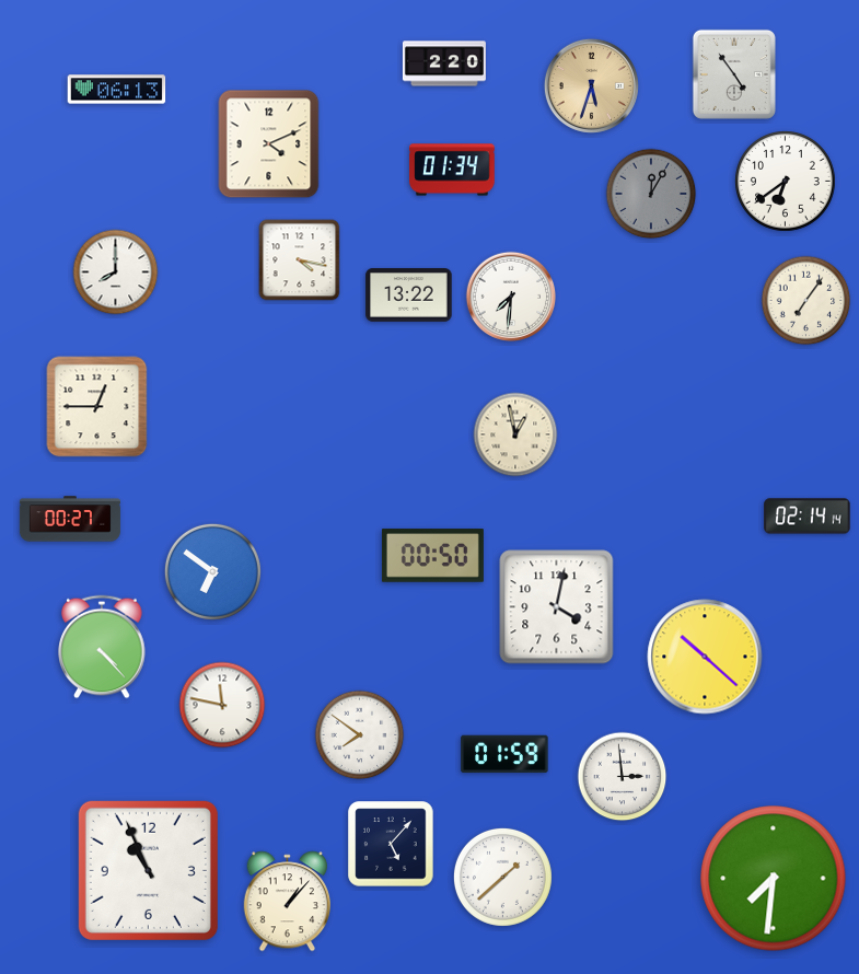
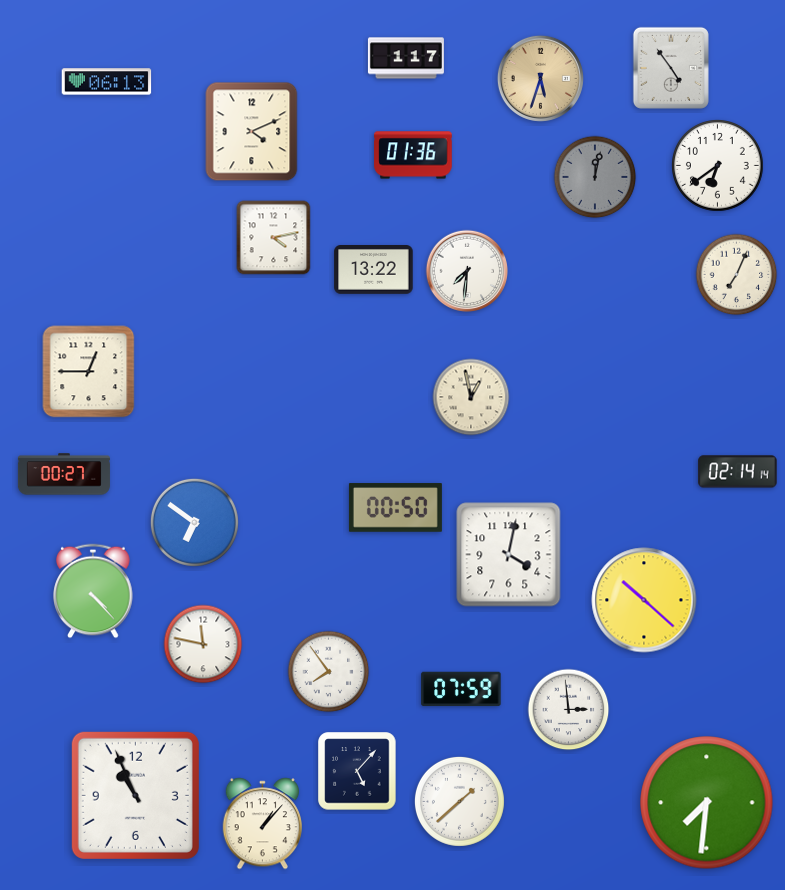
clock at (444, 63): 2:20 -> 1:17
clock at (269, 144) position: (269, 144) -> (252, 132)
clock at (452, 170): 01:34 -> 01:36
clock at (651, 194): 12:05 -> 12:02
clock at (300, 260): 4:17 -> 4:13
clock at (116, 273): 8:00 -> none
clock at (806, 301): 7:06 -> 7:04
clock at (360, 735): 7:51 -> 7:54
clock at (504, 754): 01:59 -> 07:59
